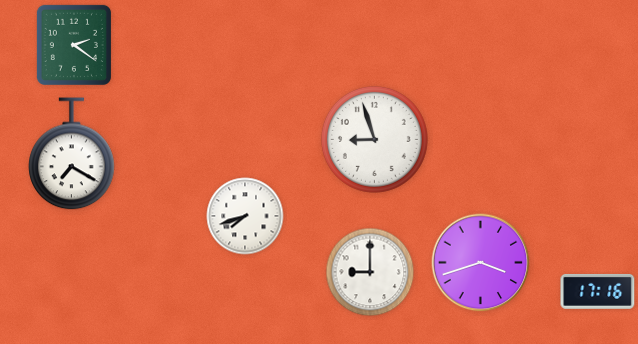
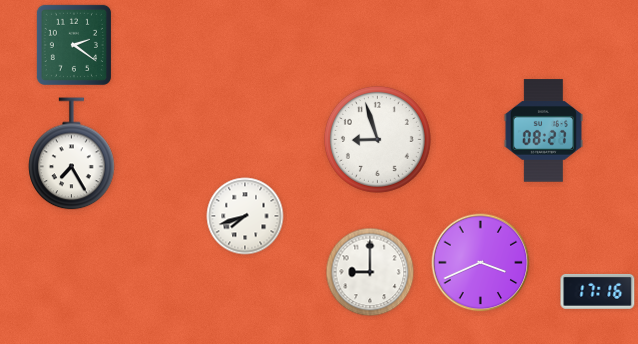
clock at (543, 131): none -> 08:27
clock at (374, 139) position: (374, 139) -> (377, 139)
clock at (72, 154): 7:20 -> 7:25
clock at (481, 263): 3:42 -> 3:41
